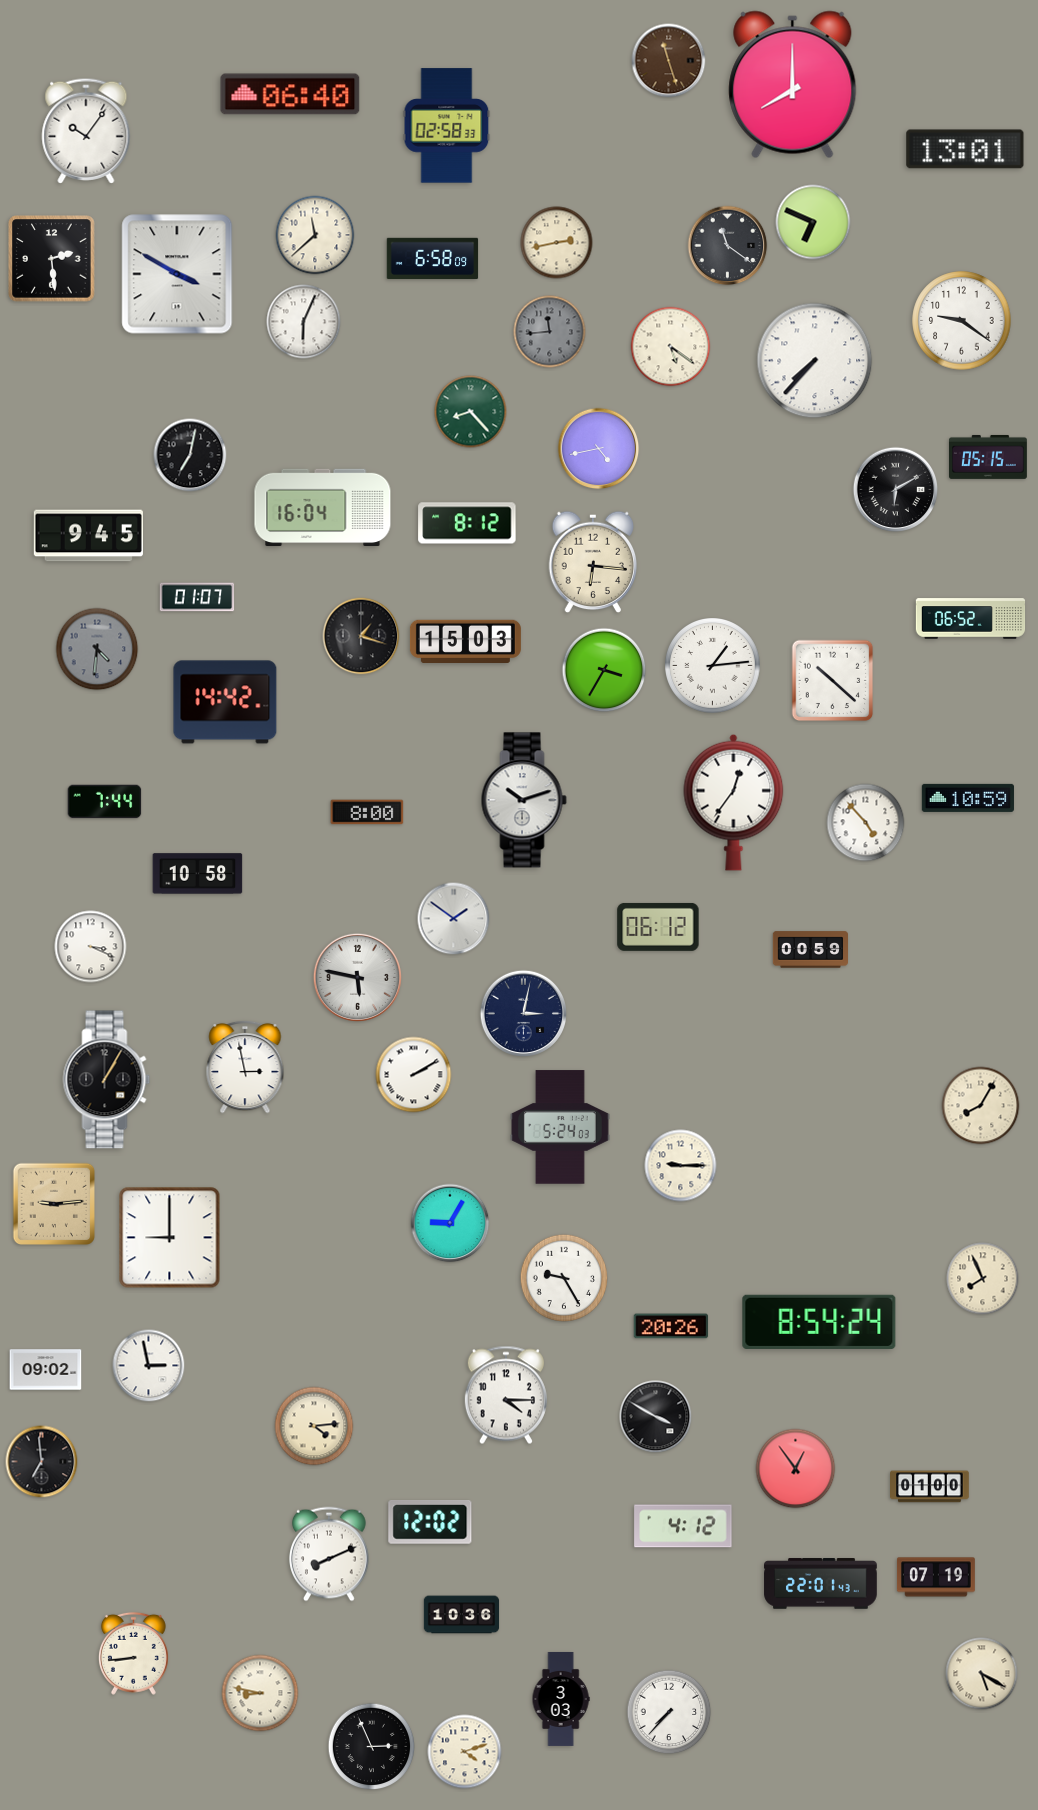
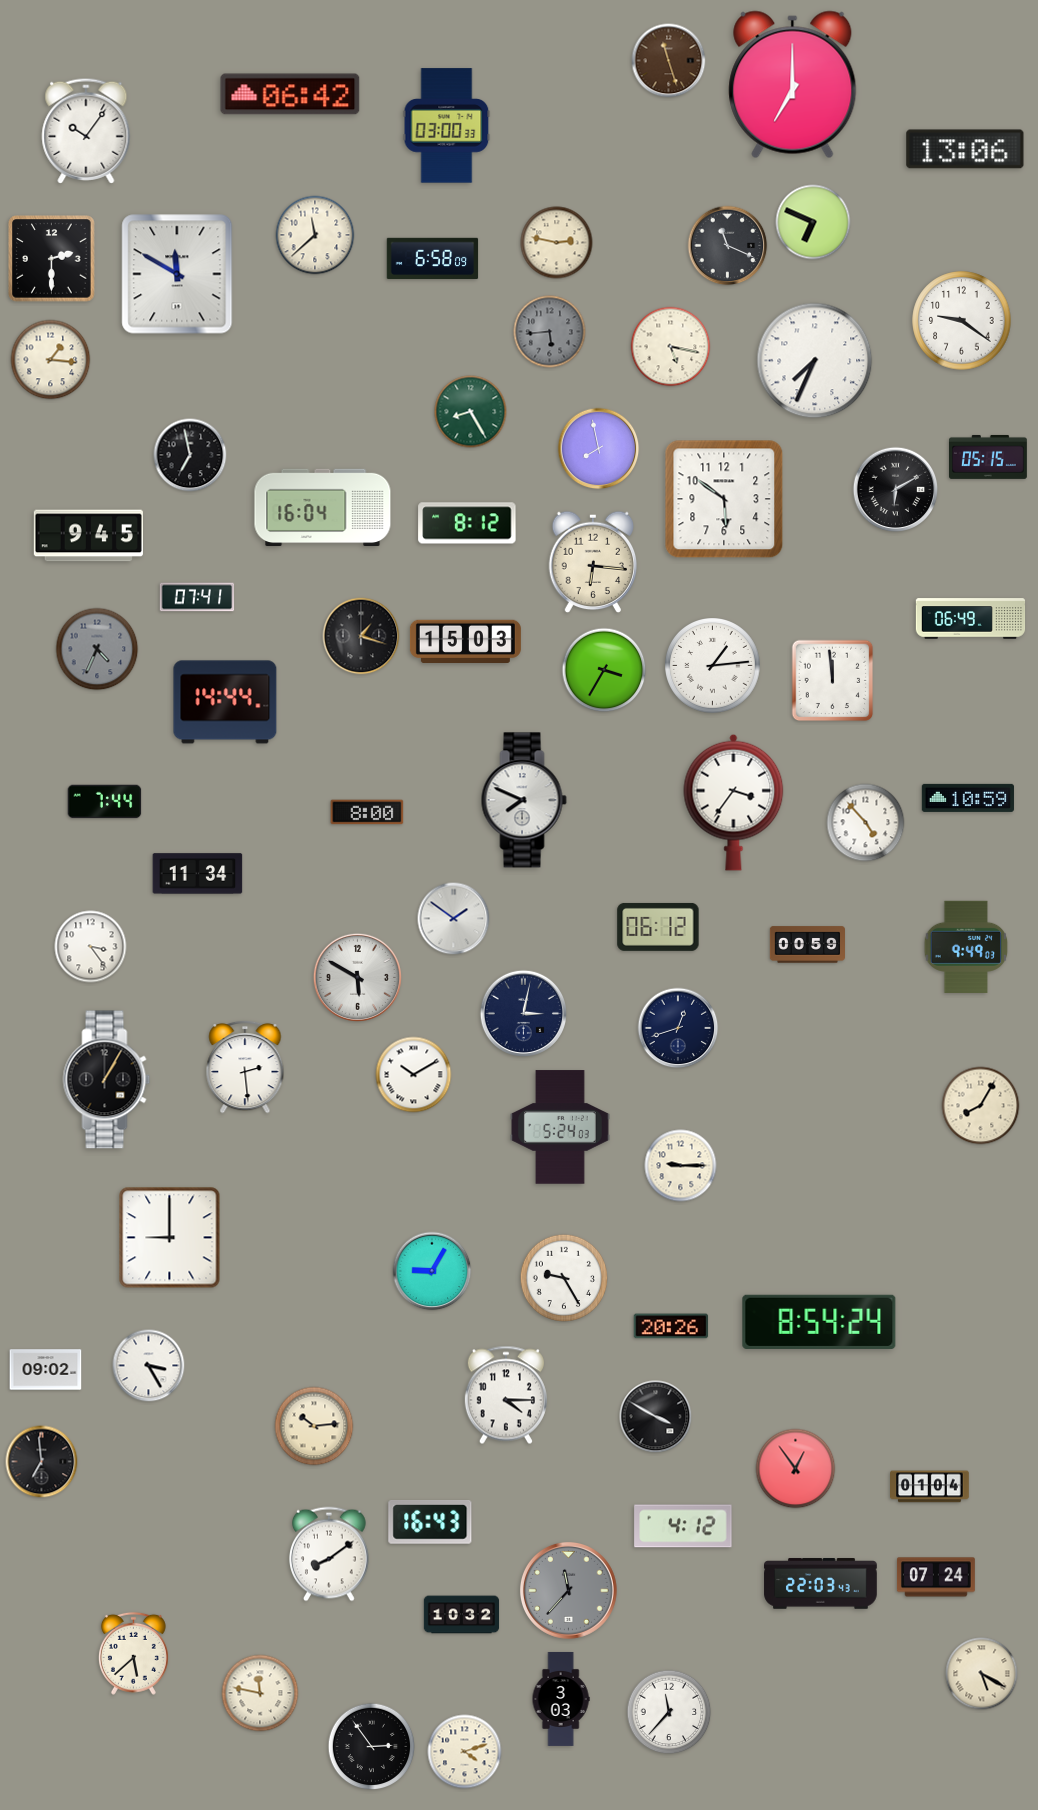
clock at (793, 85): 8:00 -> 7:00
clock at (290, 94): 06:40 -> 06:42
clock at (447, 126): 02:58 -> 03:00
clock at (965, 149): 13:01 -> 13:06
clock at (557, 243): 2:43 -> 2:47
clock at (728, 246): 11:21 -> 11:19
clock at (52, 259): 2:29 -> 2:30
clock at (177, 274): 3:50 -> 11:50
clock at (304, 322): 6:04 -> none
clock at (550, 332): 11:44 -> 5:44
clock at (671, 347): 5:21 -> 5:17
clock at (51, 360): none -> 1:16
clock at (815, 361): 7:37 -> 7:34
clock at (471, 412): 8:23 -> 8:25
clock at (599, 449): 4:43 -> 7:58
clock at (190, 455): 7:02 -> 6:58
clock at (724, 499): none -> 5:51
clock at (197, 597): 01:07 -> 07:41
clock at (971, 619): 06:52 -> 06:49
clock at (97, 649): 4:31 -> 4:34
clock at (833, 681): 10:22 -> 11:59
clock at (225, 702): 14:42 -> 14:44
clock at (524, 800): 10:12 -> 7:49
clock at (734, 802): 12:36 -> 3:36
clock at (198, 874): 10:58 -> 11:34
clock at (91, 947): 3:19 -> 3:24
clock at (966, 947): none -> 9:49
clock at (810, 950) position: (810, 950) -> (807, 945)
clock at (357, 977): 5:47 -> 5:50
clock at (678, 1028): none -> 12:42
clock at (245, 1067): 2:58 -> 2:29
clock at (414, 1075): 2:10 -> 10:10
clock at (53, 1203): 9:14 -> none
clock at (450, 1223) position: (450, 1223) -> (432, 1271)
clock at (983, 1279): 7:56 -> none
clock at (149, 1366): 2:58 -> 3:25
clock at (314, 1426): 4:14 -> 10:14
clock at (930, 1487): 01:00 -> 01:04
clock at (430, 1523): 12:02 -> 16:43
clock at (330, 1554): 8:11 -> 8:09
clock at (936, 1577): 07:19 -> 07:24
clock at (821, 1584): 22:01 -> 22:03
clock at (568, 1590): none -> 11:37
clock at (462, 1615): 10:36 -> 10:32
clock at (133, 1653): 8:44 -> 5:38
clock at (260, 1693): 8:47 -> 11:47
clock at (669, 1712): 7:37 -> 11:37
clock at (372, 1747): 2:56 -> 2:54
